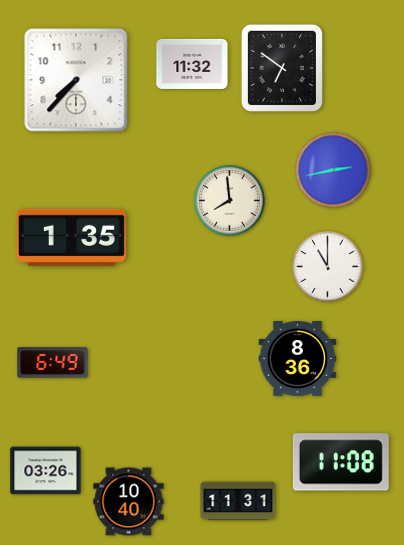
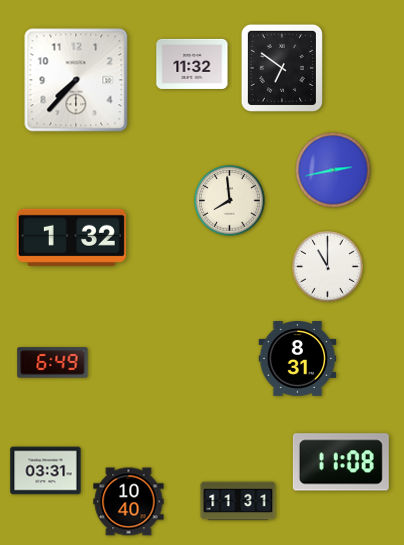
clock at (71, 237): 1:35 -> 1:32
clock at (298, 359): 8:36 -> 8:31
clock at (46, 471): 03:26 -> 03:31
